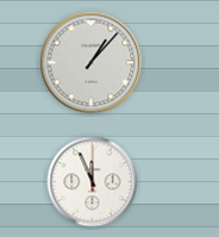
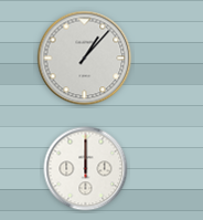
clock at (93, 182): 11:56 -> 12:00
